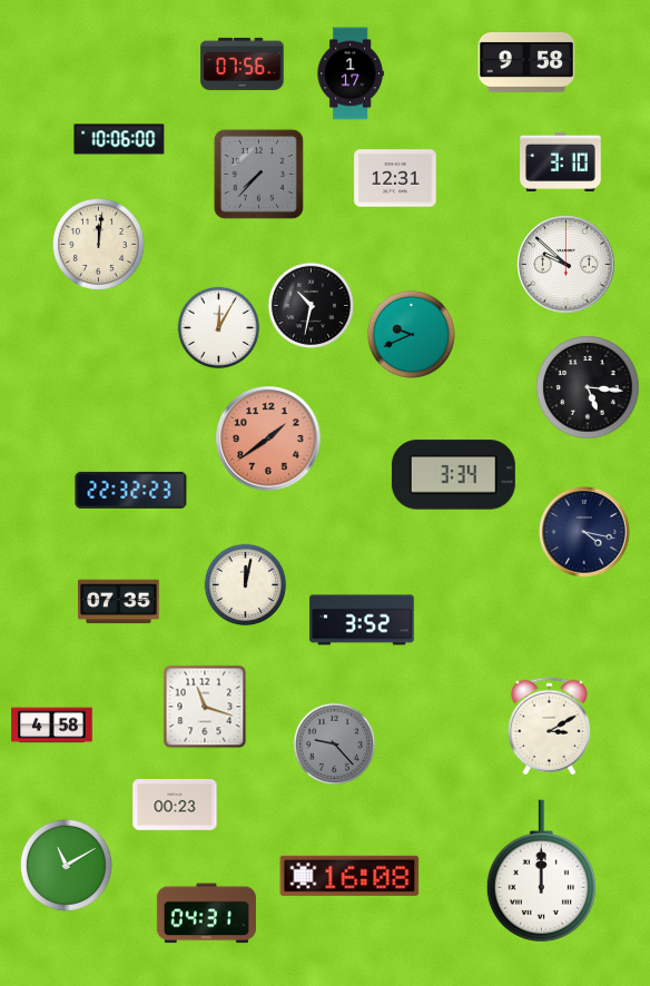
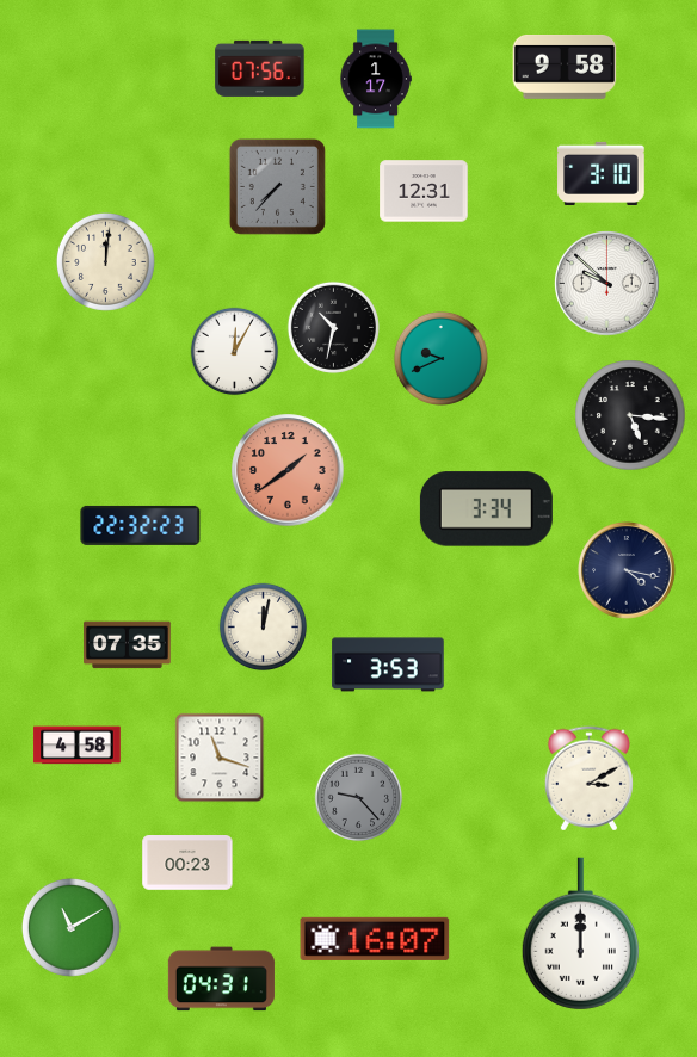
clock at (119, 139): 10:06 -> none
clock at (362, 620): 3:52 -> 3:53
clock at (52, 726) position: (52, 726) -> (78, 746)
clock at (349, 876): 16:08 -> 16:07
